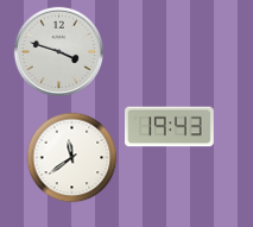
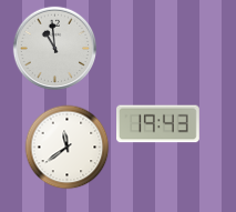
clock at (58, 51): 3:48 -> 10:59
clock at (170, 127) position: (170, 127) -> (158, 124)
